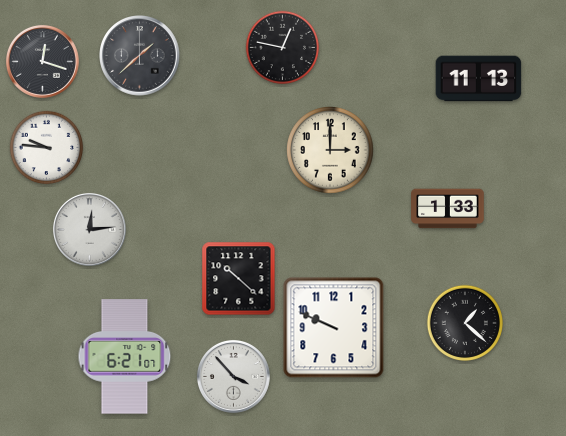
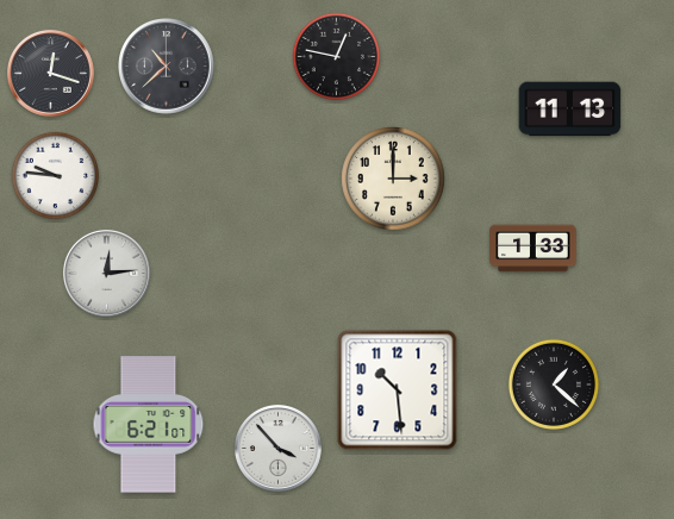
clock at (140, 56): 1:38 -> 10:38
clock at (479, 79) position: (479, 79) -> (570, 110)
clock at (239, 279): 10:22 -> none
clock at (334, 328): 9:49 -> 10:29
